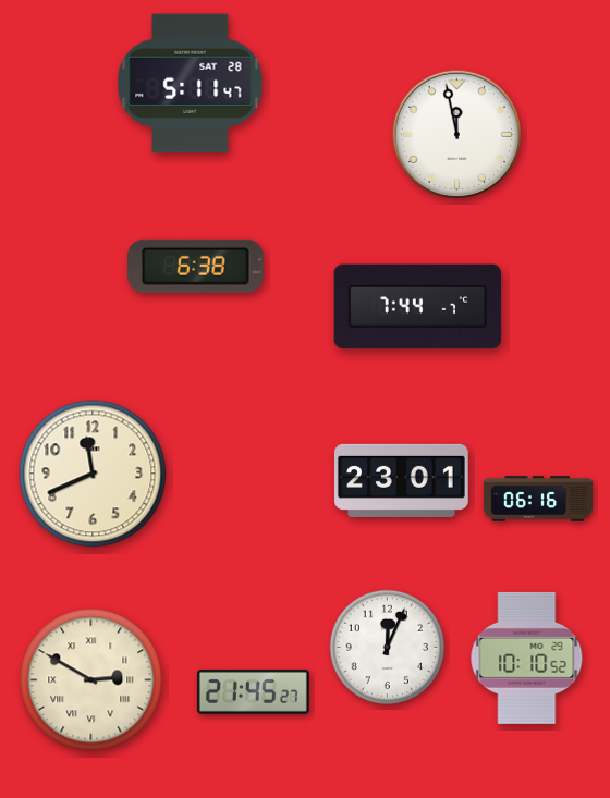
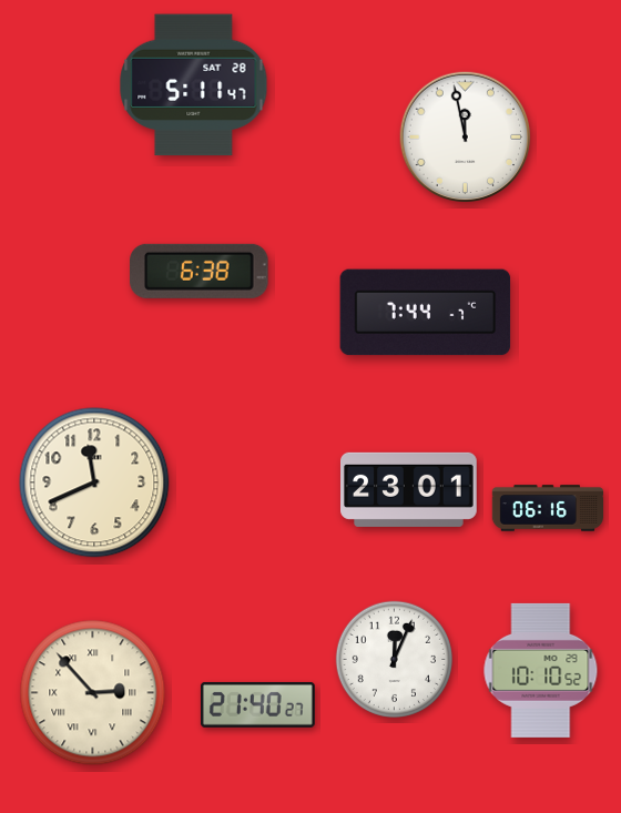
clock at (527, 658) position: (527, 658) -> (541, 670)
clock at (91, 680): 2:50 -> 2:53
clock at (253, 691): 21:45 -> 21:40
